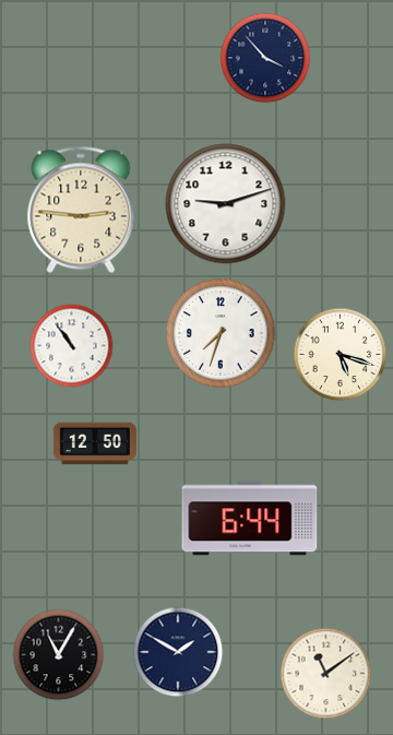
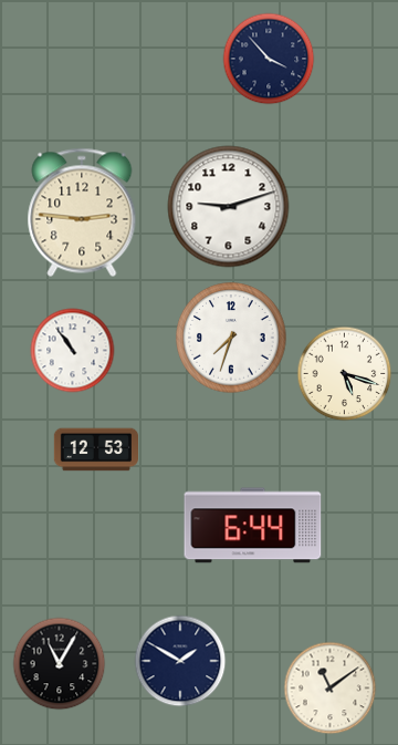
clock at (221, 333) position: (221, 333) -> (231, 338)
clock at (341, 355) position: (341, 355) -> (345, 374)
clock at (94, 443): 12:50 -> 12:53
clock at (326, 674) position: (326, 674) -> (331, 689)
